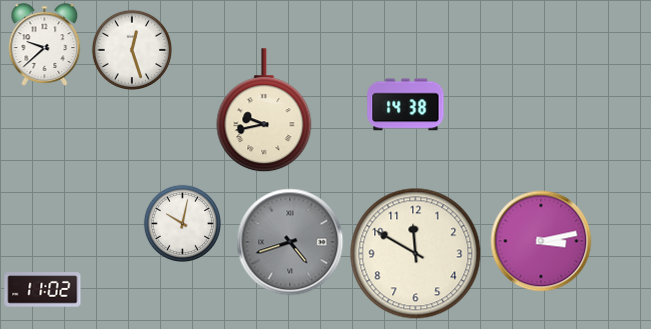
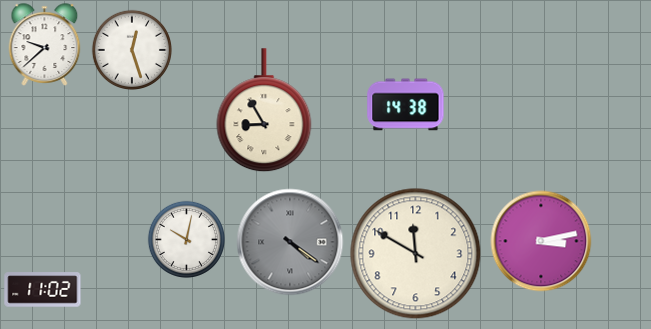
clock at (264, 111): 9:43 -> 8:55
clock at (182, 223) position: (182, 223) -> (186, 239)
clock at (290, 242): 4:42 -> 4:21
